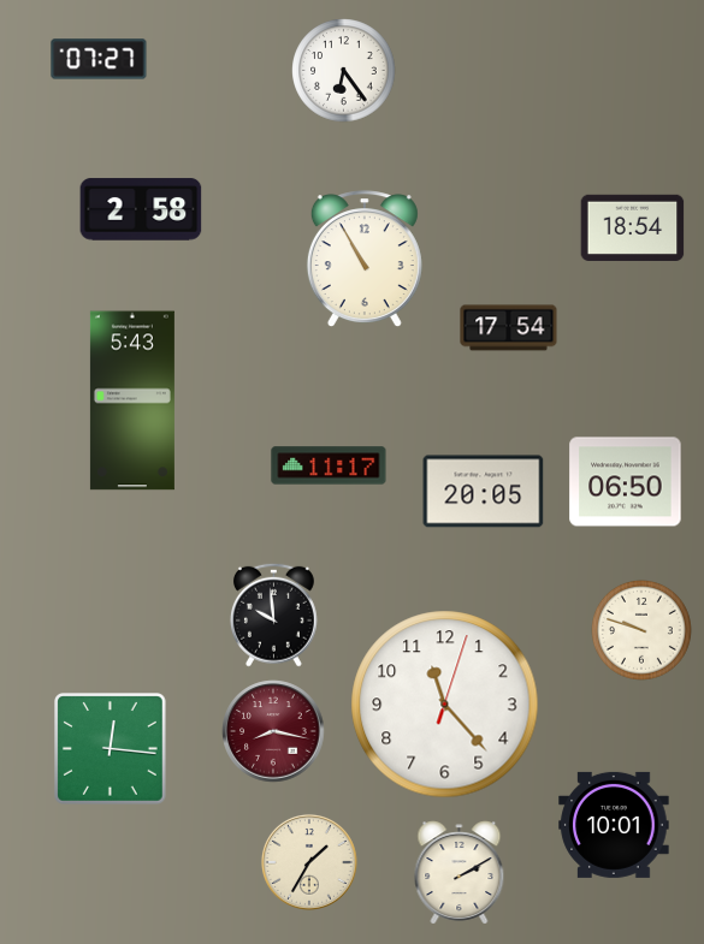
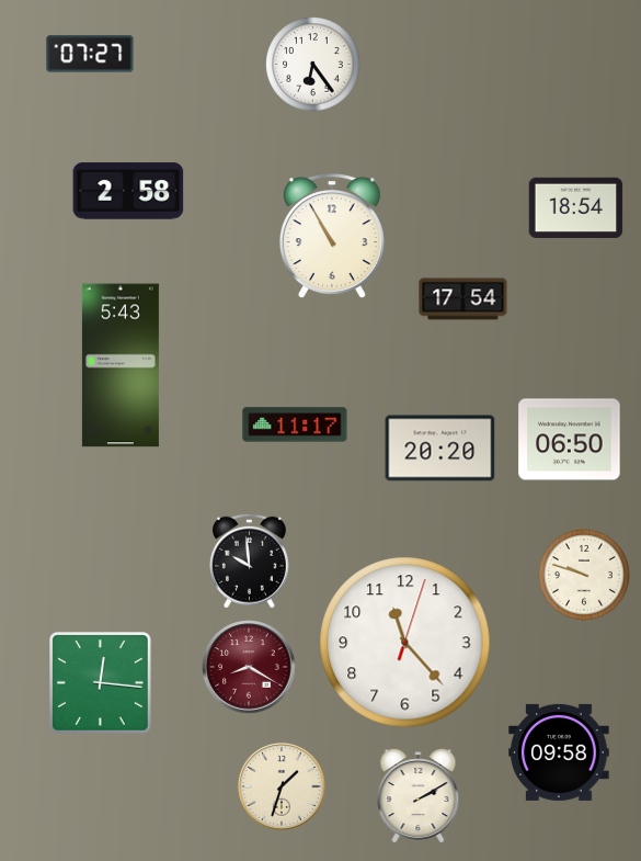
clock at (329, 465) position: (329, 465) -> (295, 424)
clock at (484, 492): 20:05 -> 20:20
clock at (273, 731): 8:17 -> 8:20
clock at (614, 825): 10:01 -> 09:58
clock at (309, 862): 1:35 -> 1:33
